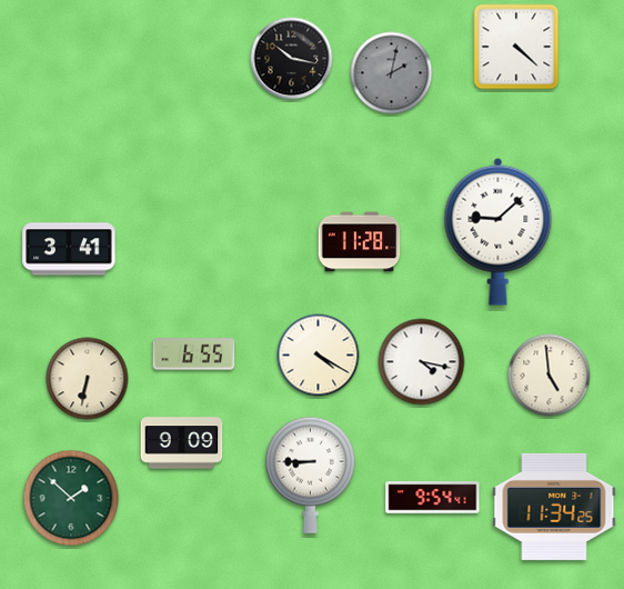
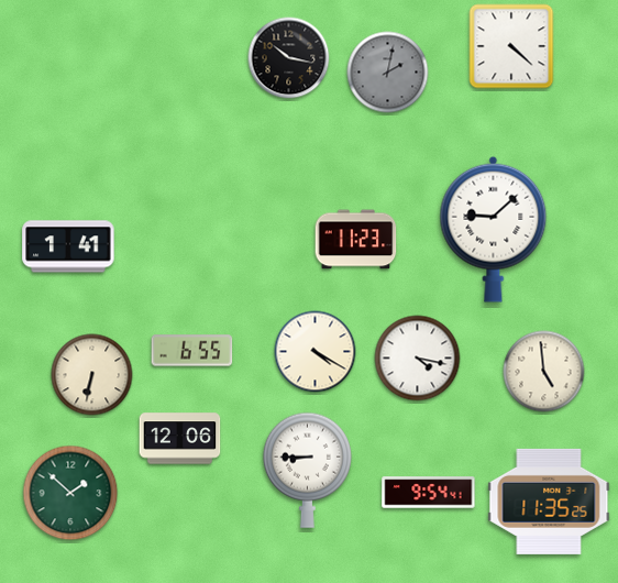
clock at (360, 242): 11:28 -> 11:23
clock at (69, 249): 3:41 -> 1:41
clock at (88, 379) position: (88, 379) -> (92, 375)
clock at (182, 443): 9:09 -> 12:06
clock at (554, 507): 11:34 -> 11:35
